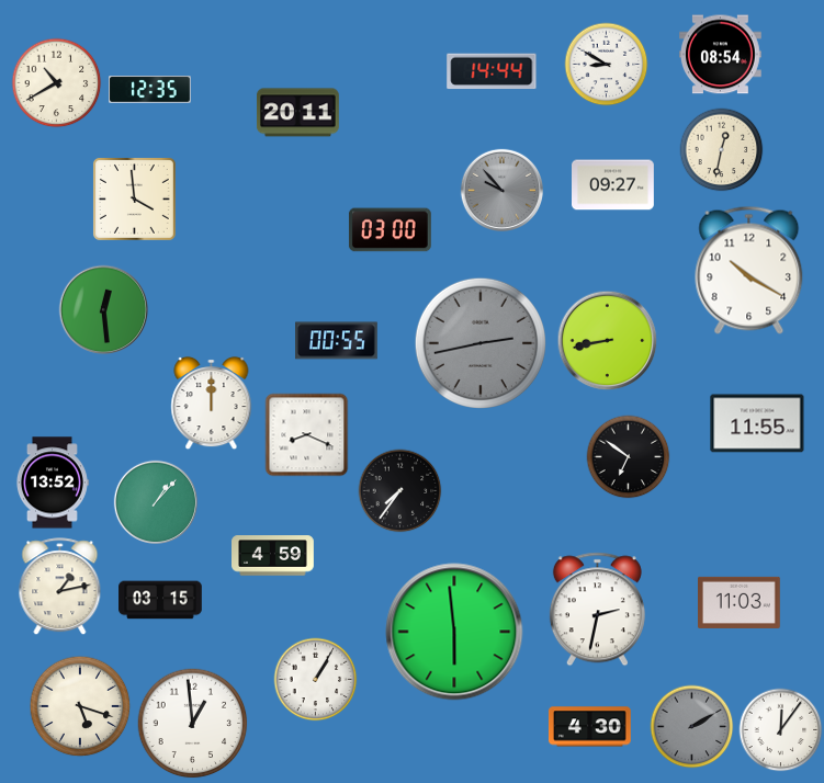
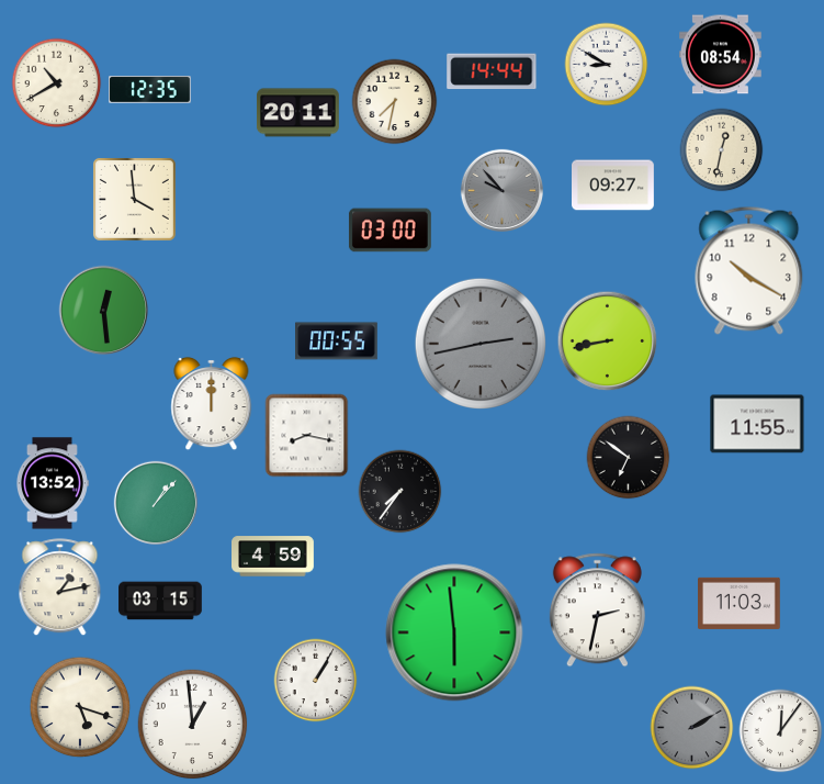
clock at (395, 102): none -> 7:32
clock at (307, 435): 8:19 -> 8:17
clock at (590, 727): 4:30 -> none
